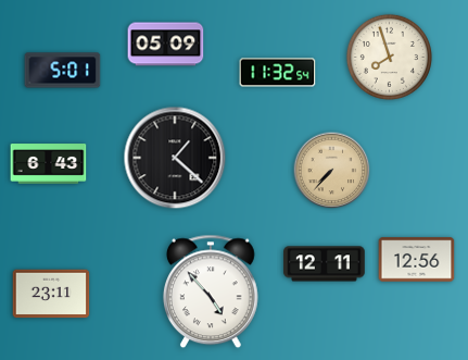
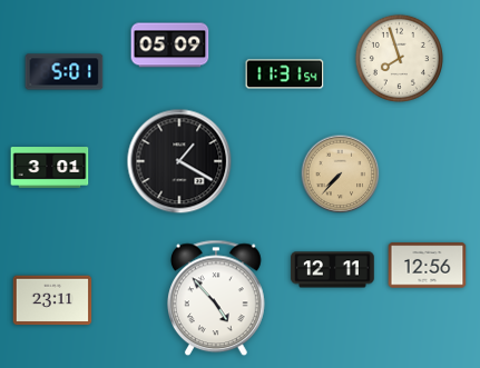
clock at (278, 73): 11:32 -> 11:31
clock at (175, 158): 1:22 -> 1:20
clock at (49, 164): 6:43 -> 3:01
